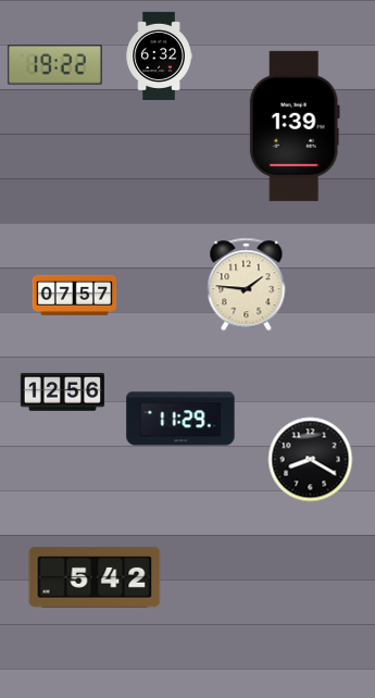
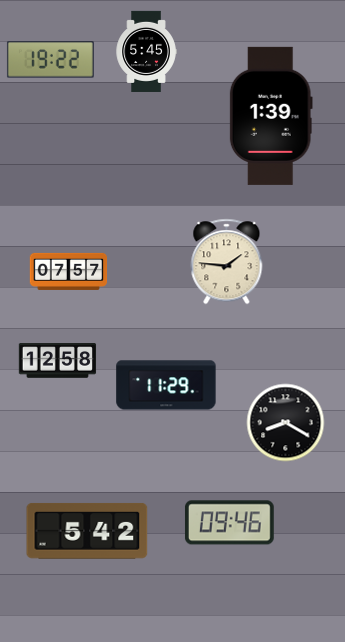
clock at (159, 55): 6:32 -> 5:45
clock at (62, 392): 12:56 -> 12:58
clock at (229, 523): none -> 09:46
